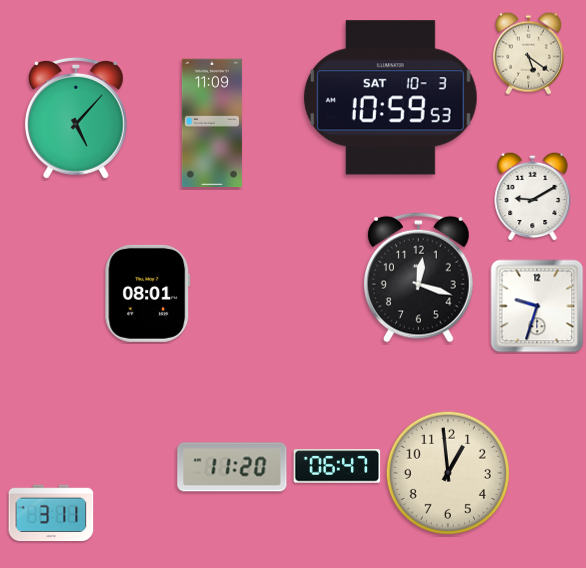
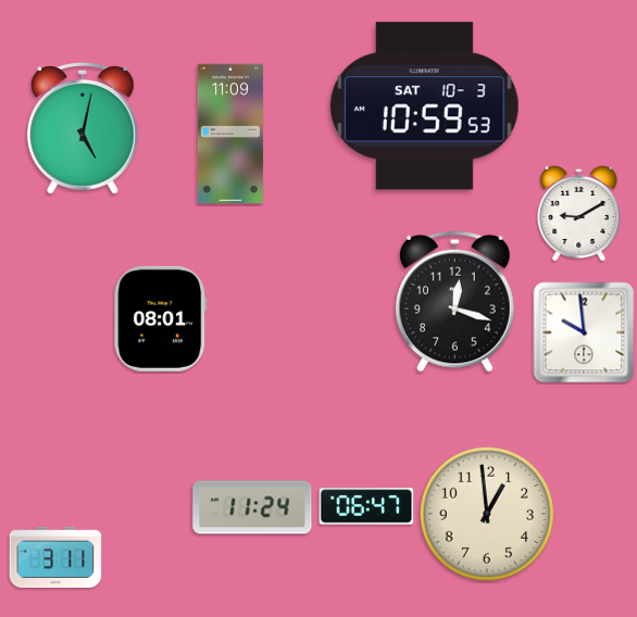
clock at (528, 53): 5:21 -> none
clock at (76, 118): 5:07 -> 5:02
clock at (537, 306): 9:33 -> 9:59
clock at (232, 467): 11:20 -> 11:24
